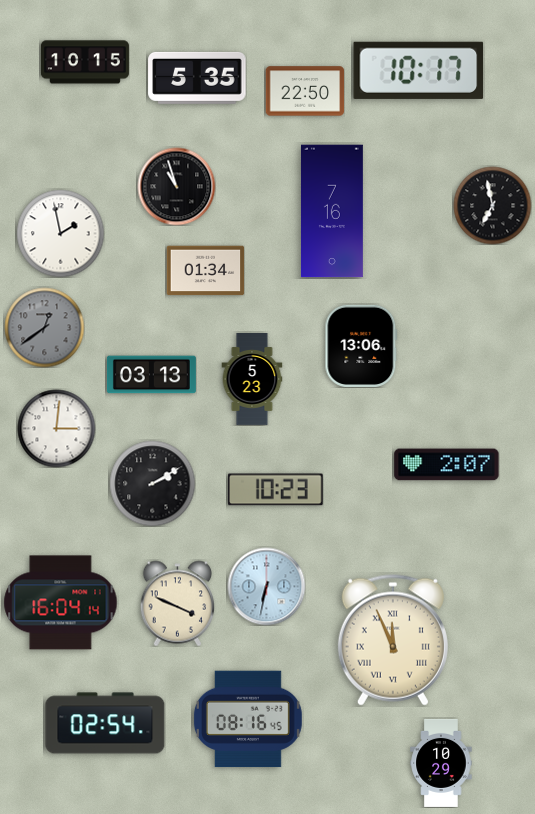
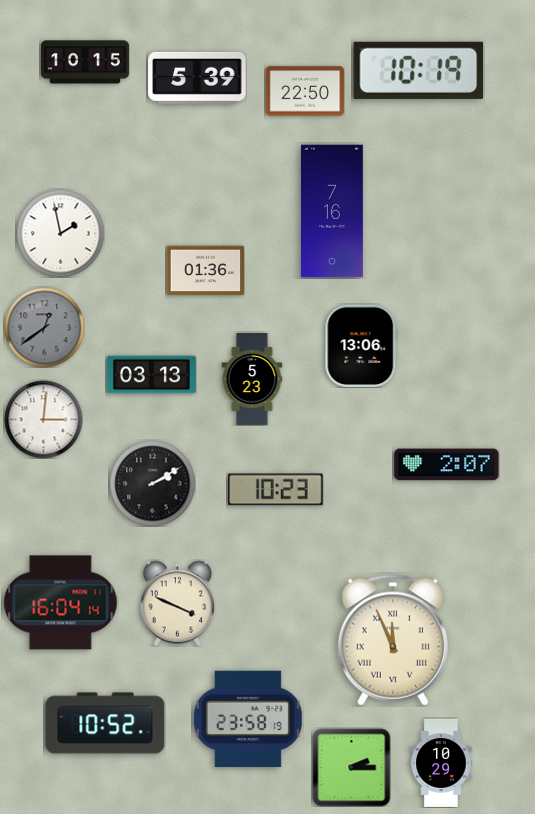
clock at (419, 70): 10:17 -> 10:19
clock at (197, 78): 5:35 -> 5:39
clock at (176, 186): 10:57 -> none
clock at (492, 205): 6:58 -> none
clock at (205, 271): 01:34 -> 01:36
clock at (56, 428) position: (56, 428) -> (43, 419)
clock at (266, 586): 6:32 -> none
clock at (248, 719): 08:16 -> 23:58
clock at (105, 723): 02:54 -> 10:52
clock at (351, 767): none -> 2:15
